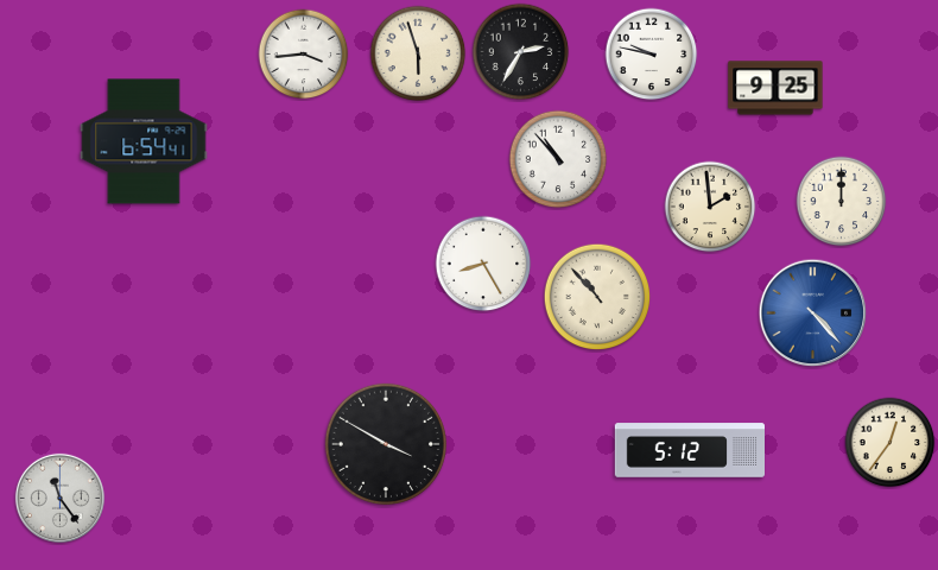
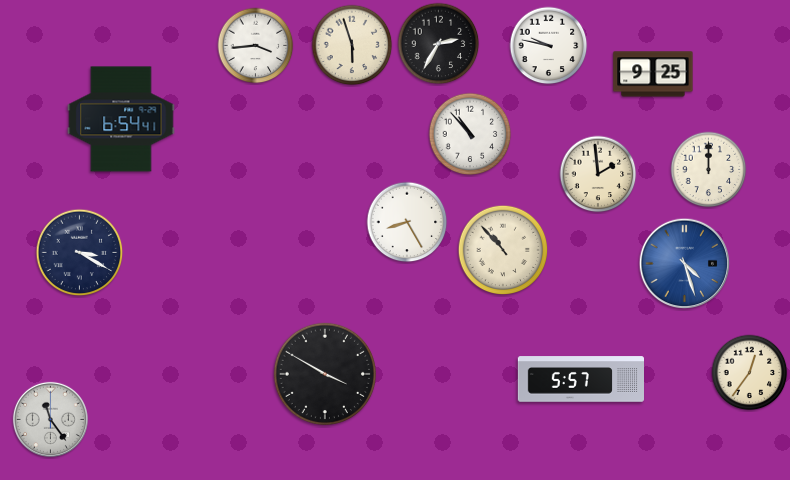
clock at (80, 253): none -> 3:20
clock at (813, 313): 4:23 -> 4:27
clock at (689, 450): 5:12 -> 5:57
